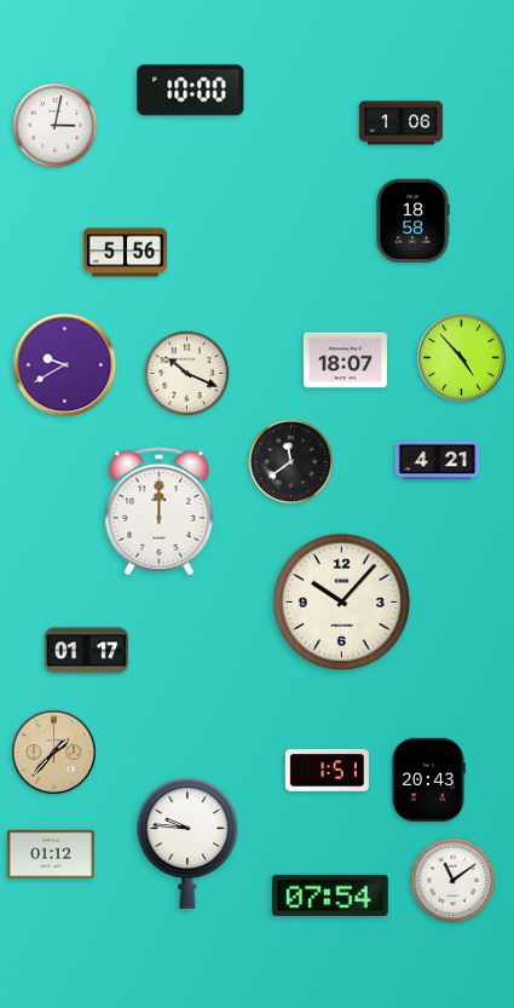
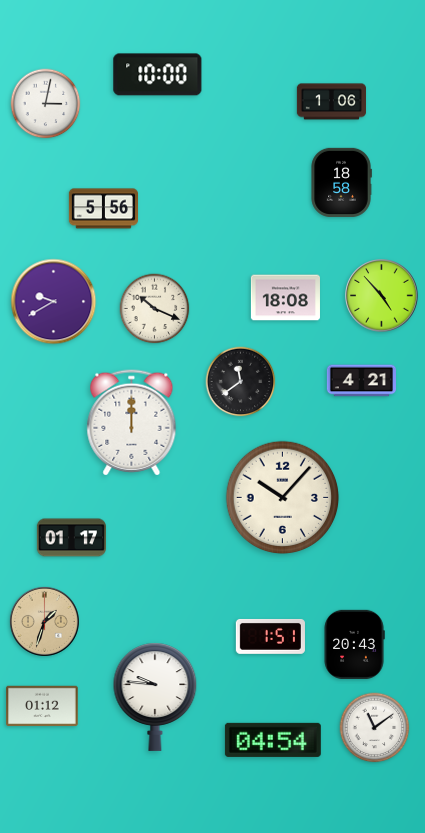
clock at (345, 361): 18:07 -> 18:08
clock at (53, 751): 1:37 -> 1:33
clock at (330, 895): 07:54 -> 04:54
